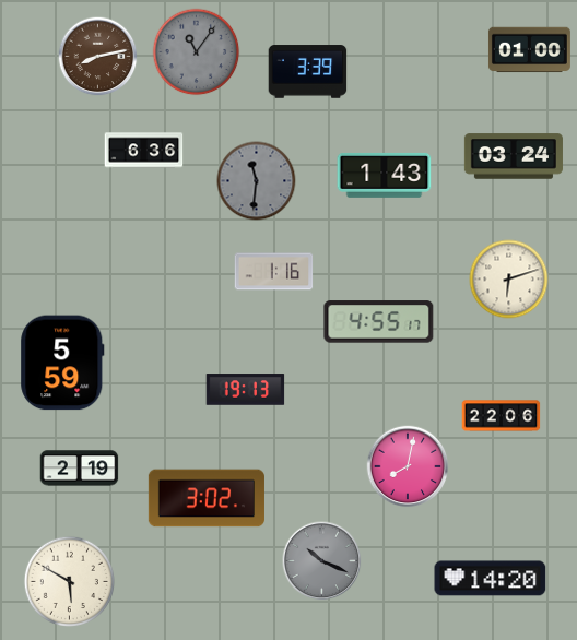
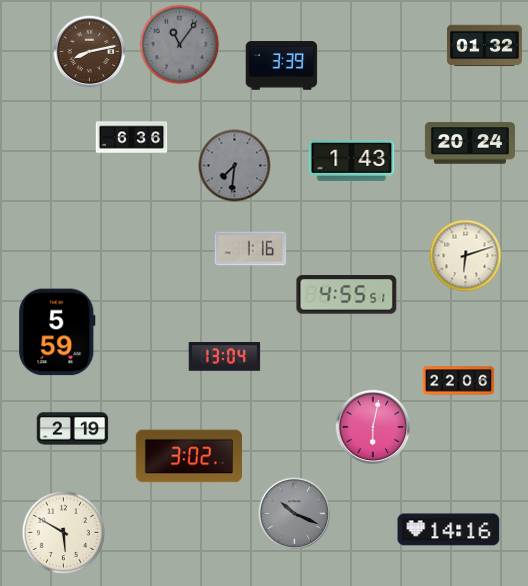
clock at (529, 50): 01:00 -> 01:32
clock at (197, 52) position: (197, 52) -> (180, 45)
clock at (514, 156): 03:24 -> 20:24
clock at (257, 181): 11:31 -> 7:31
clock at (379, 322): 4:55:17 -> 4:55:51
clock at (246, 390): 19:13 -> 13:04
clock at (408, 466): 8:02 -> 6:02
clock at (491, 579): 14:20 -> 14:16
